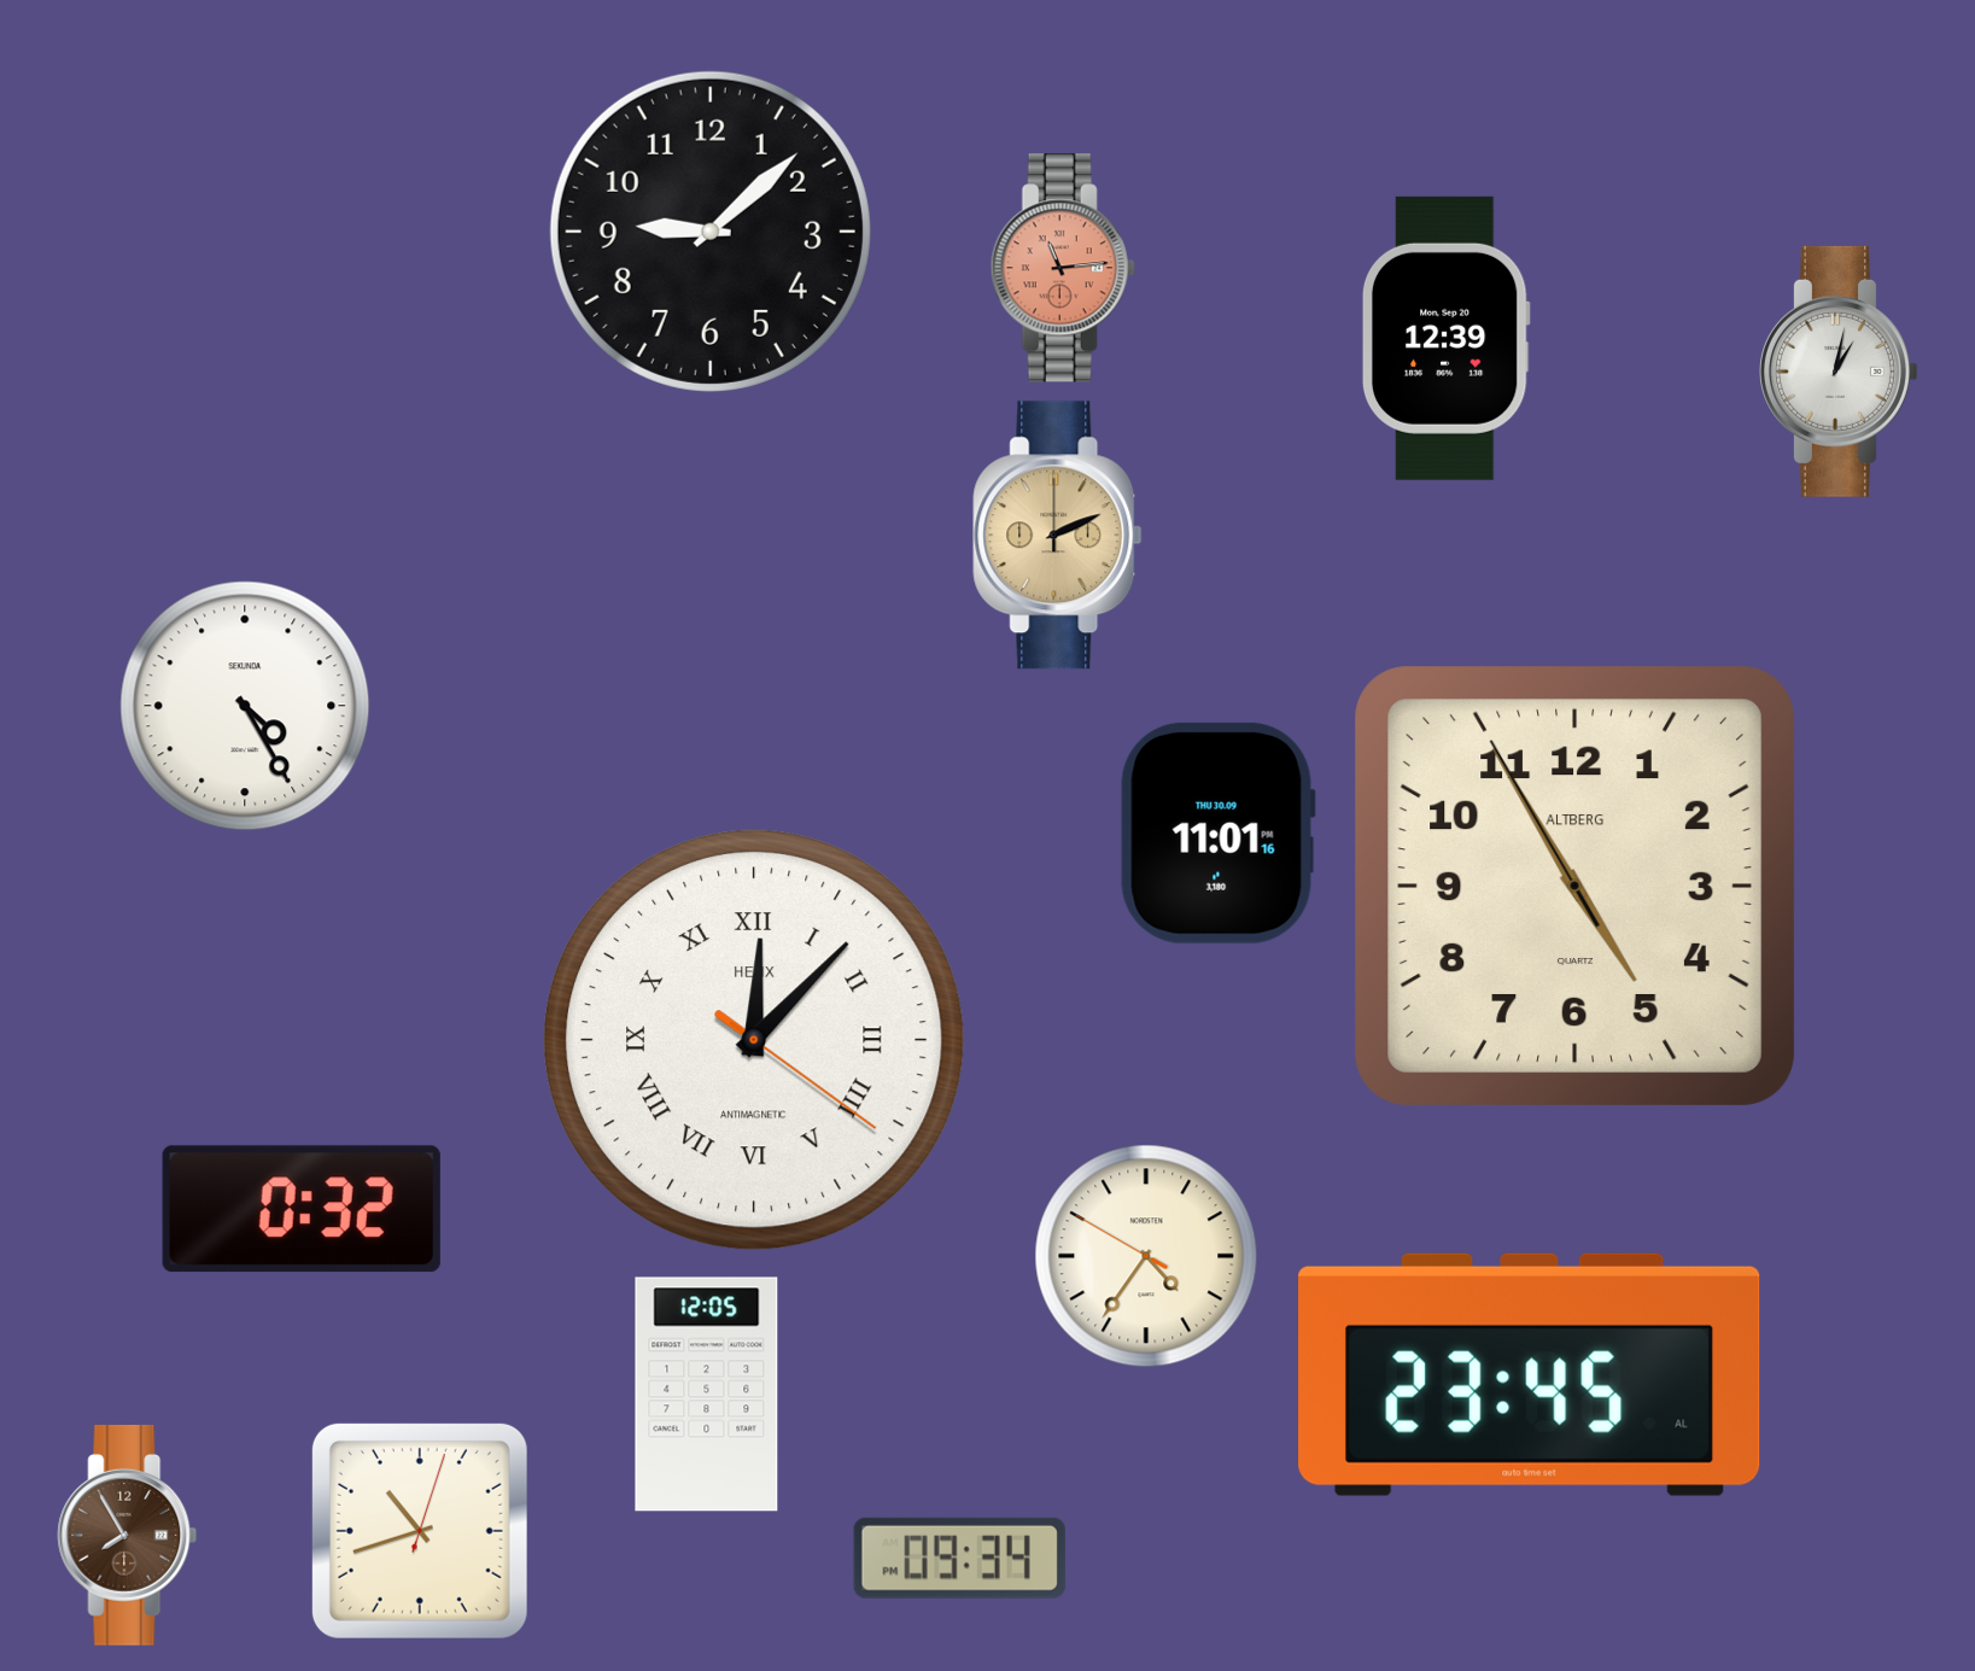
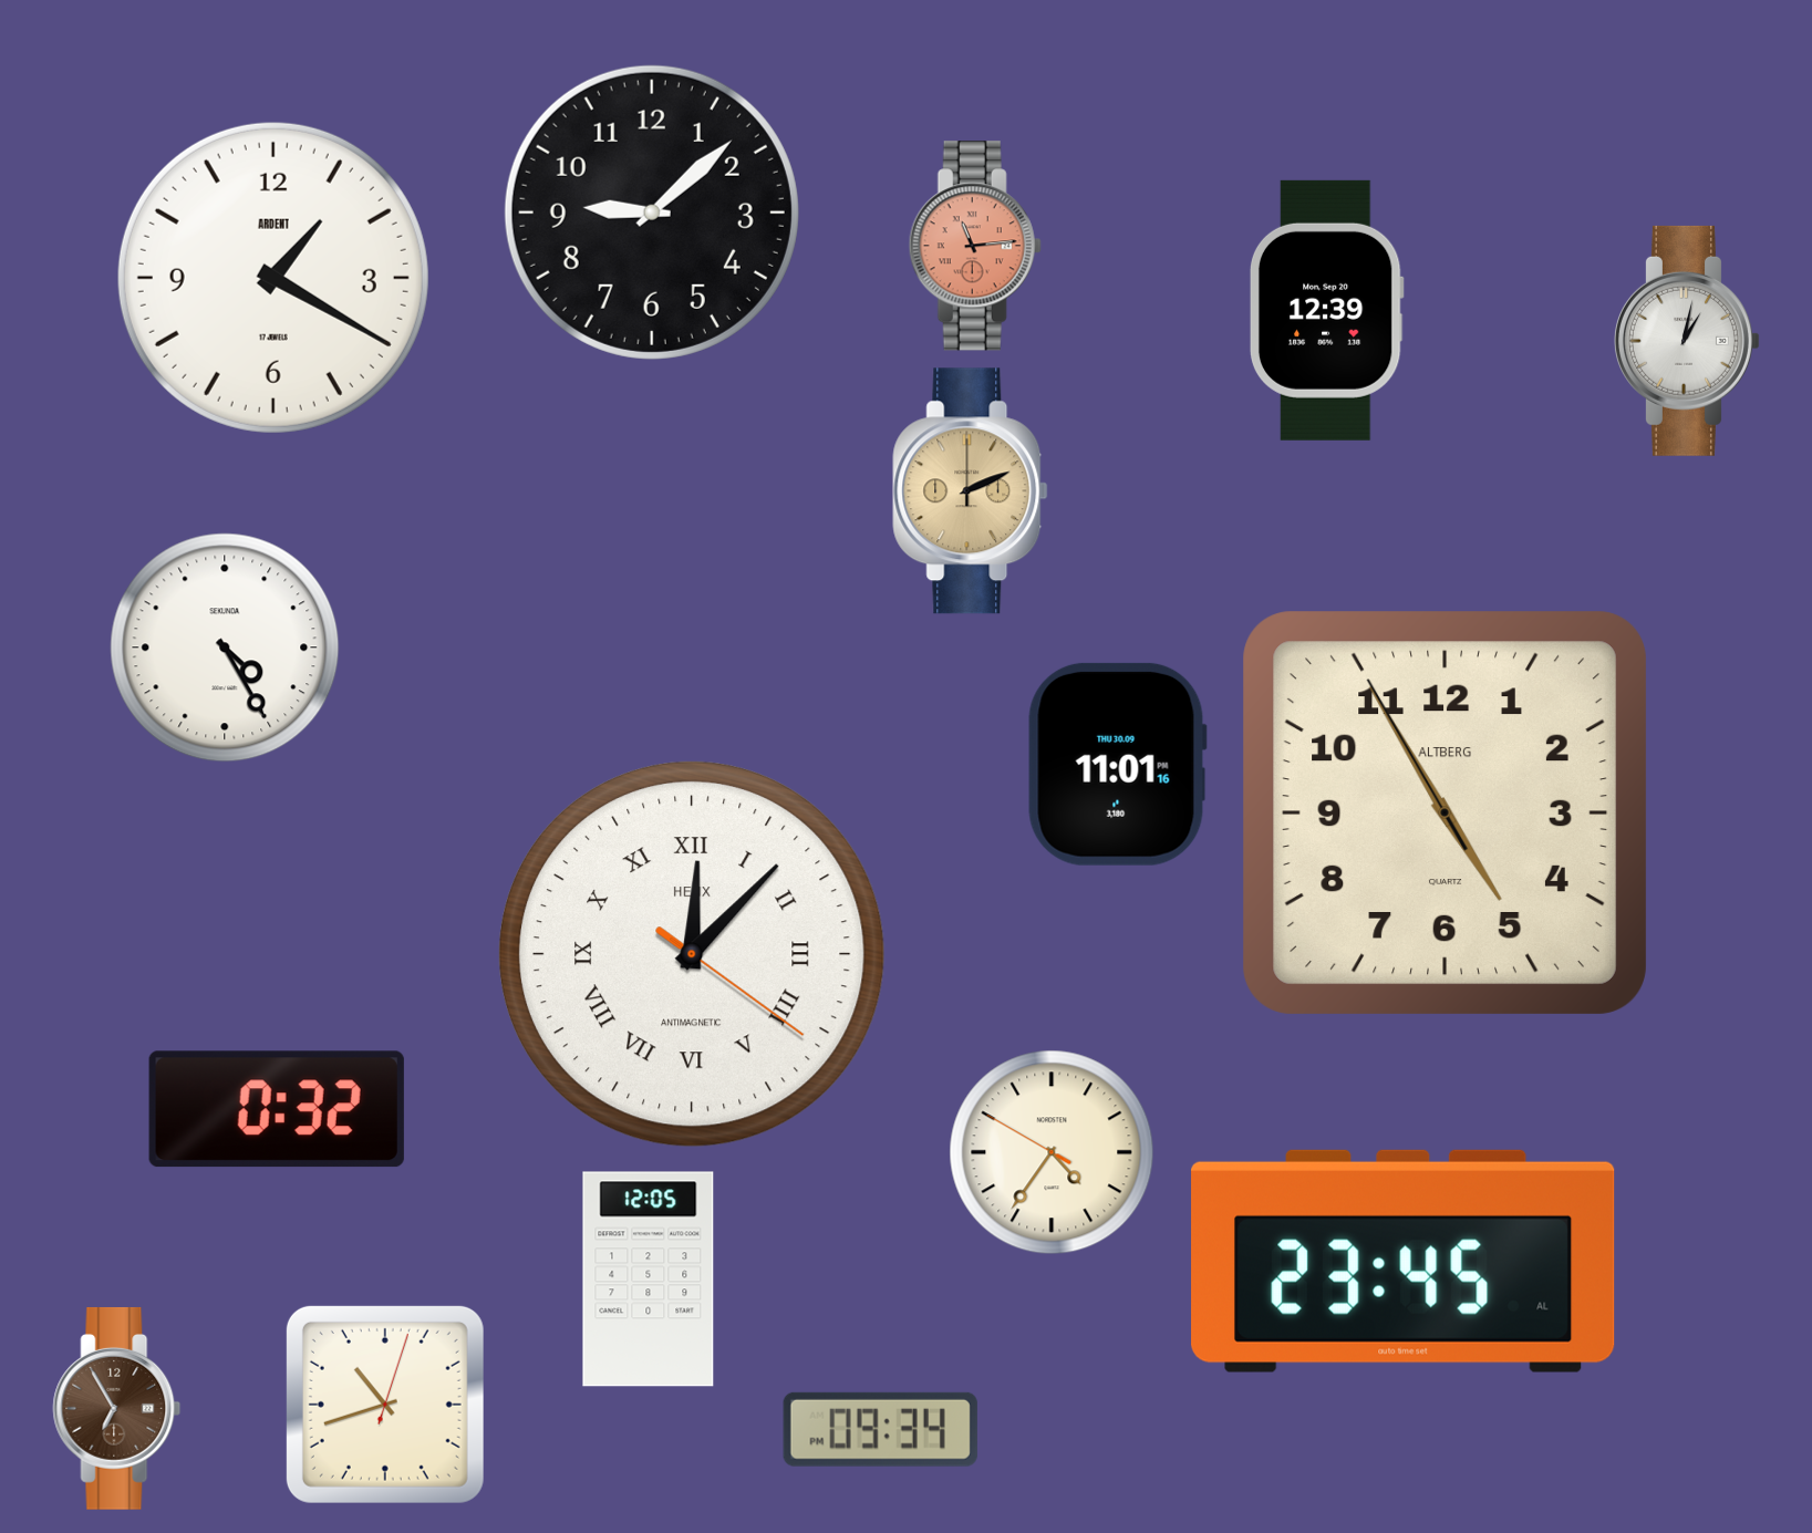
clock at (273, 278): none -> 1:20
clock at (128, 1535): 7:55 -> 6:55
